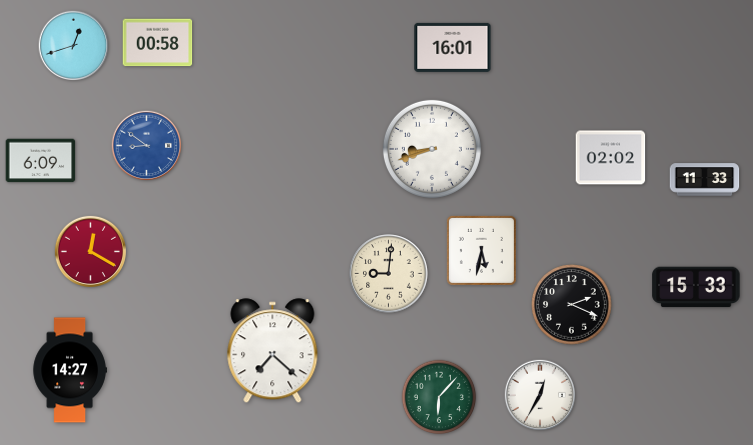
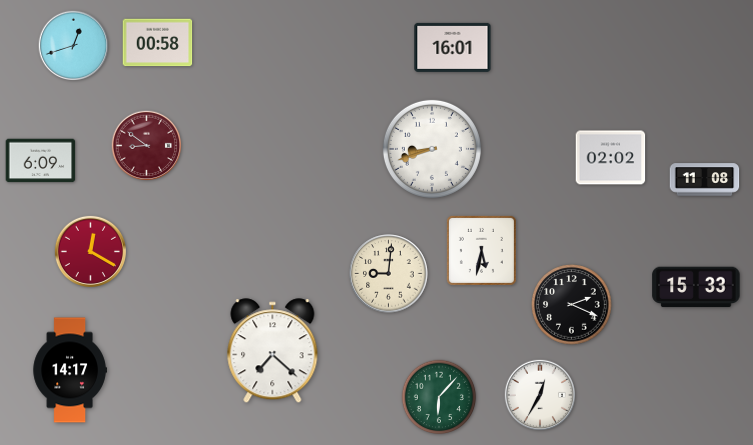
clock at (147, 146) dial: blue -> burgundy
clock at (705, 180): 11:33 -> 11:08
clock at (70, 370): 14:27 -> 14:17
